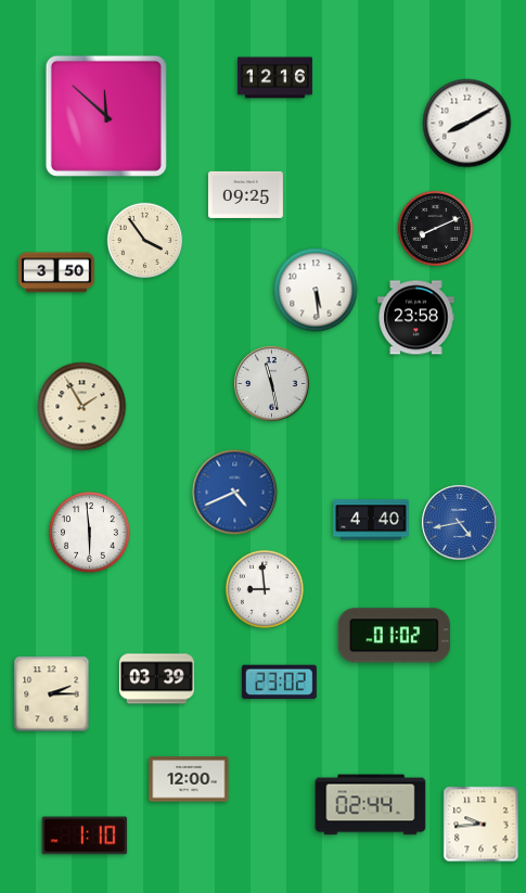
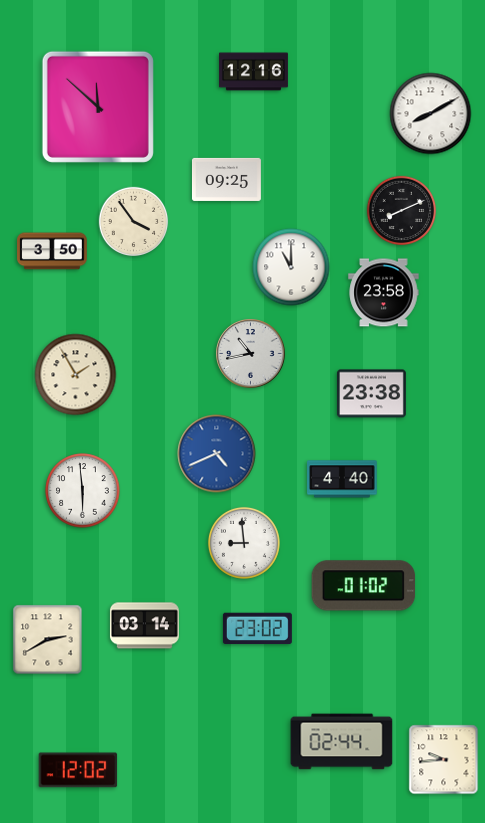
clock at (316, 290): 5:29 -> 11:00
clock at (272, 384): 11:28 -> 10:43
clock at (371, 394): none -> 23:38
clock at (460, 523): 4:43 -> none
clock at (156, 679): 03:39 -> 03:14
clock at (52, 694): 2:15 -> 2:40
clock at (189, 779): 12:00 -> none
clock at (85, 835): 1:10 -> 12:02
